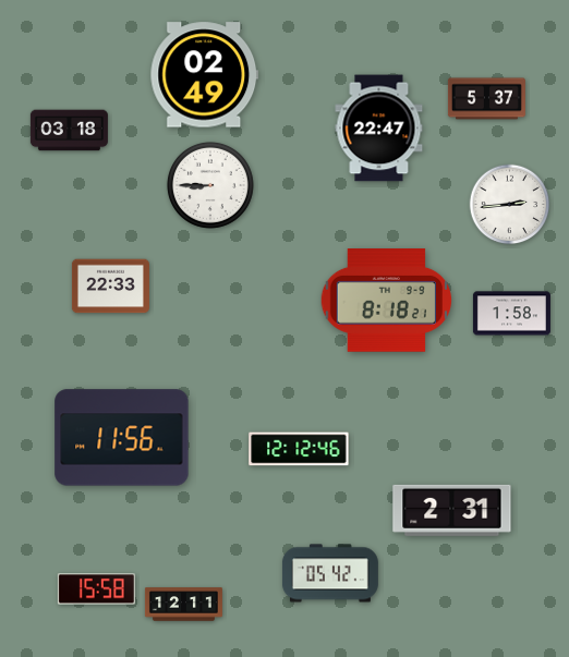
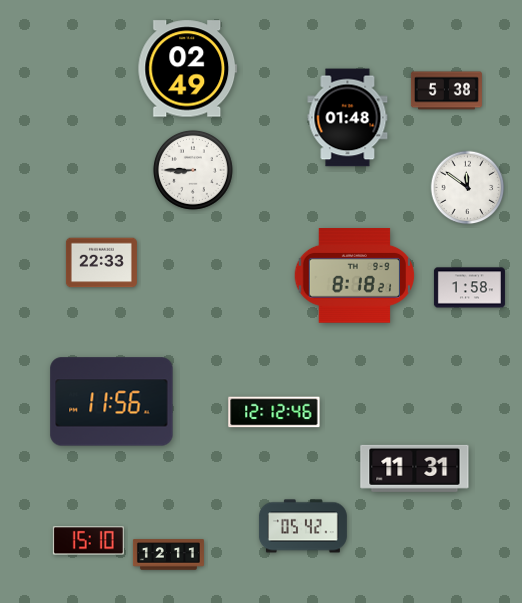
clock at (486, 99): 5:37 -> 5:38
clock at (379, 129): 22:47 -> 01:48
clock at (69, 131): 03:18 -> none
clock at (510, 205): 2:44 -> 11:51
clock at (452, 510): 2:31 -> 11:31
clock at (96, 589): 15:58 -> 15:10
